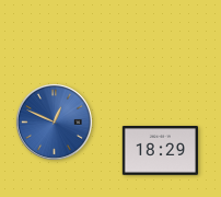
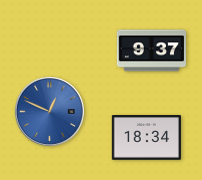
clock at (151, 51): none -> 9:37
clock at (160, 151): 18:29 -> 18:34
